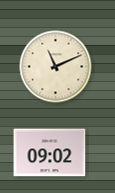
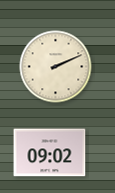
clock at (56, 67): 11:11 -> 2:11
